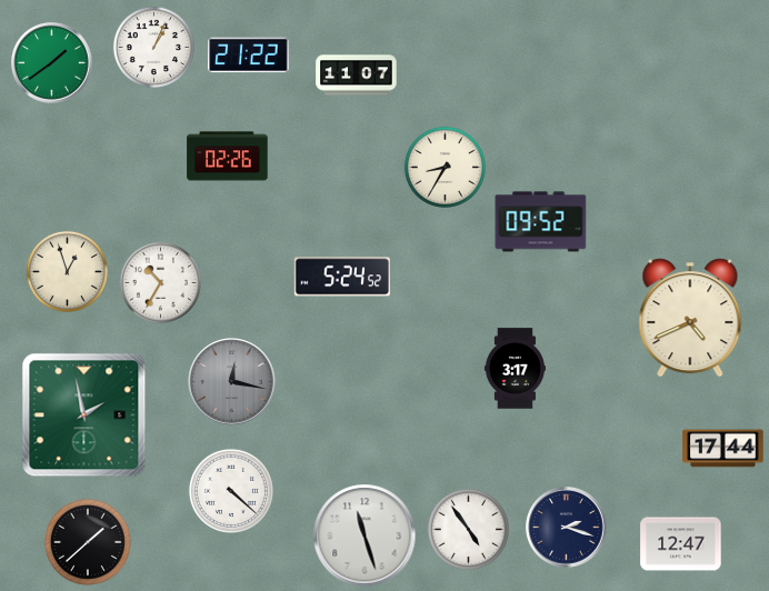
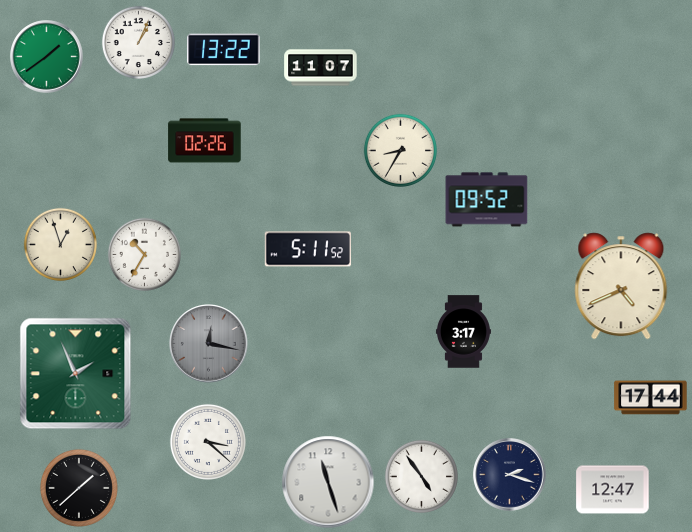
clock at (249, 56): 21:22 -> 13:22
clock at (341, 277): 5:24 -> 5:11
clock at (84, 415): 1:58 -> 1:56
clock at (723, 449) position: (723, 449) -> (651, 398)
clock at (231, 491): 4:22 -> 3:22
